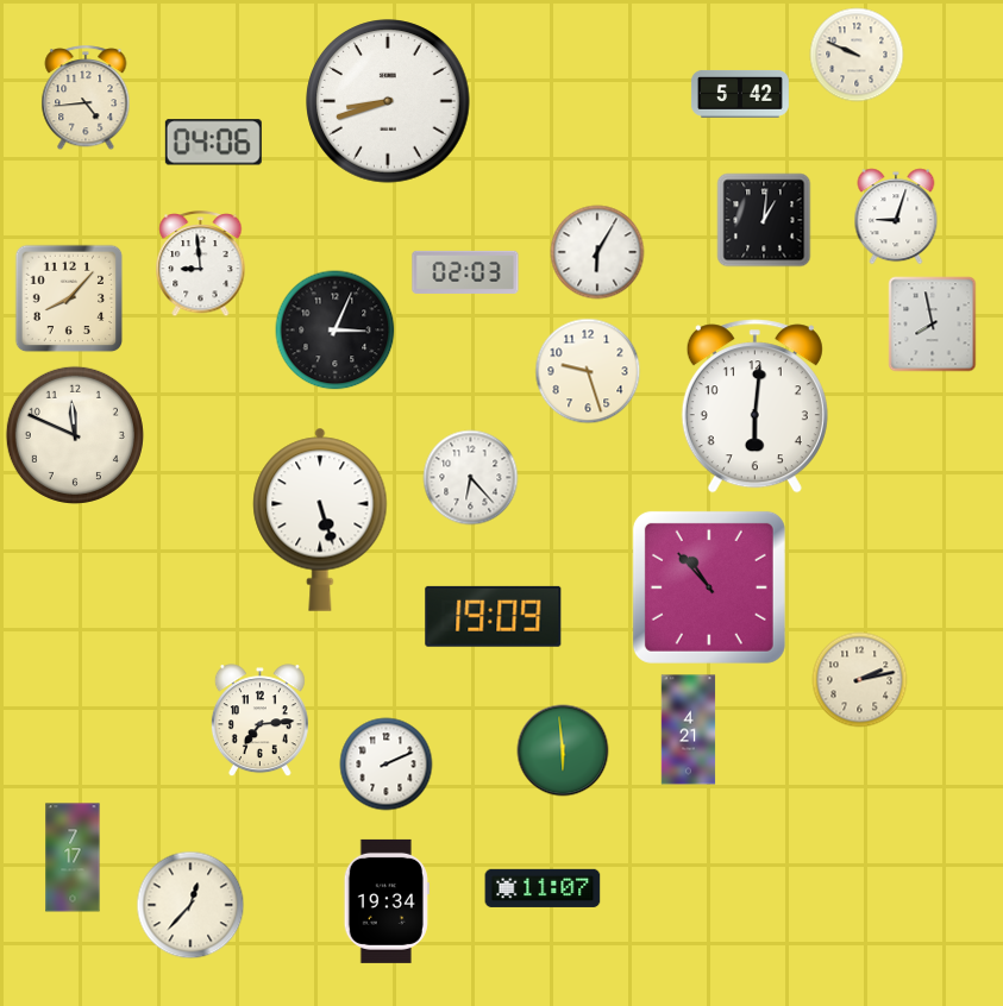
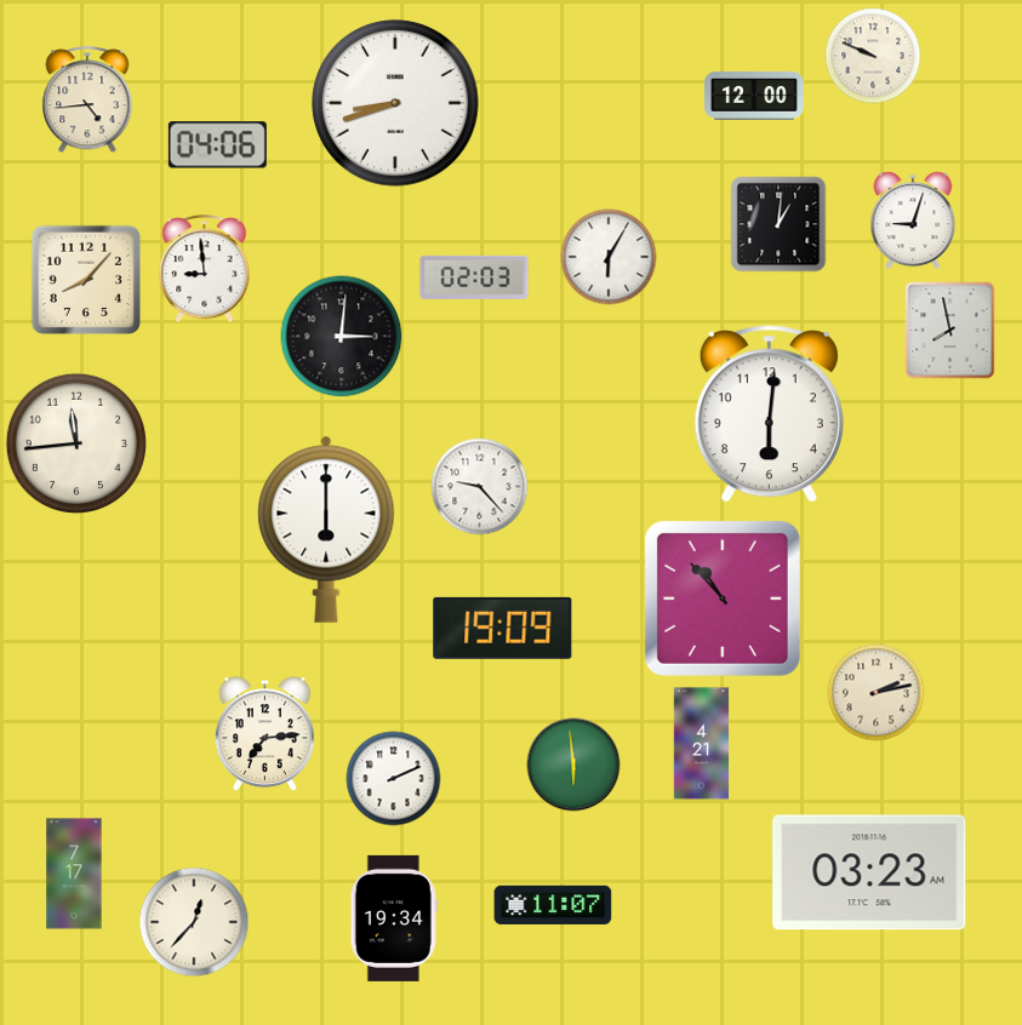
clock at (740, 94): 5:42 -> 12:00
clock at (69, 298) position: (69, 298) -> (86, 280)
clock at (336, 331): 3:04 -> 3:01
clock at (588, 371): 9:27 -> none
clock at (75, 435): 11:49 -> 11:44
clock at (471, 478): 6:23 -> 9:23
clock at (320, 520): 5:27 -> 6:00
clock at (869, 872): none -> 03:23
